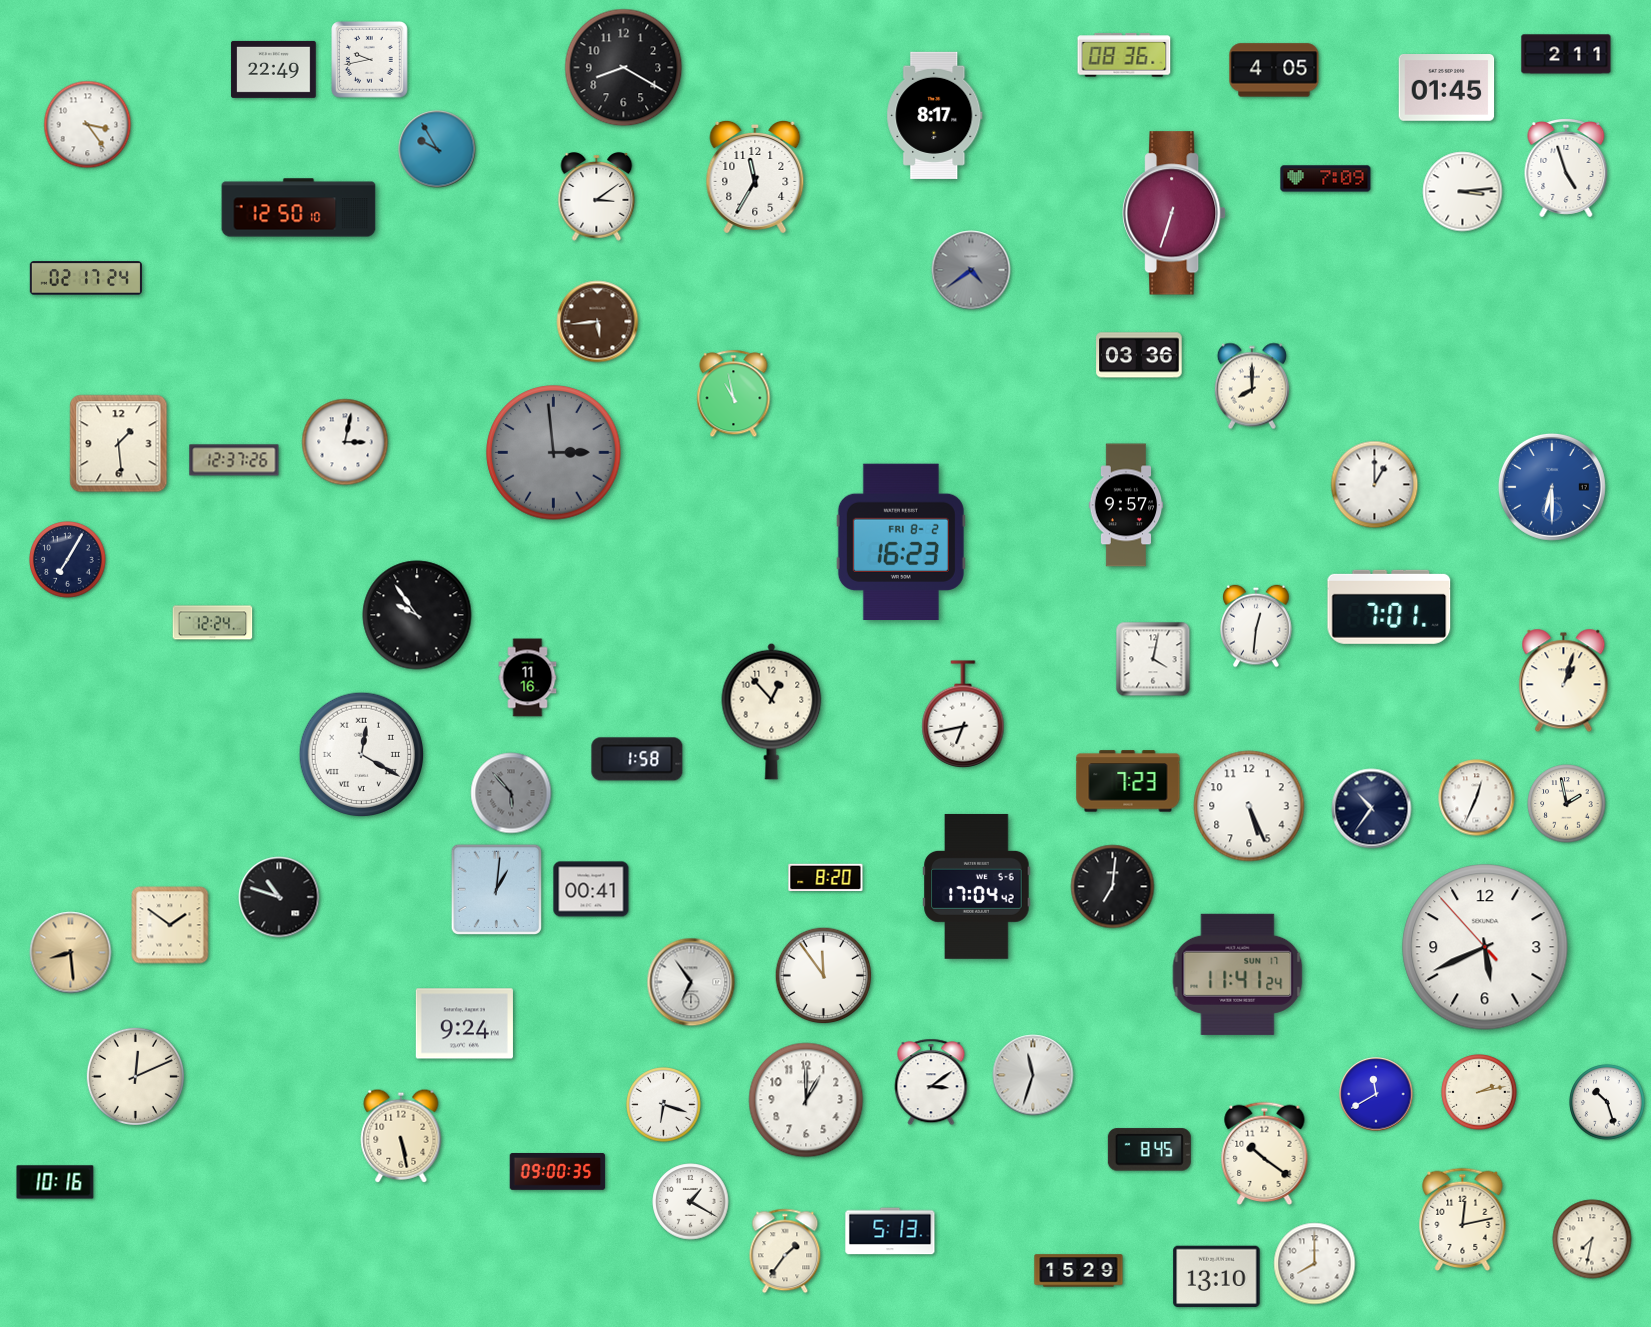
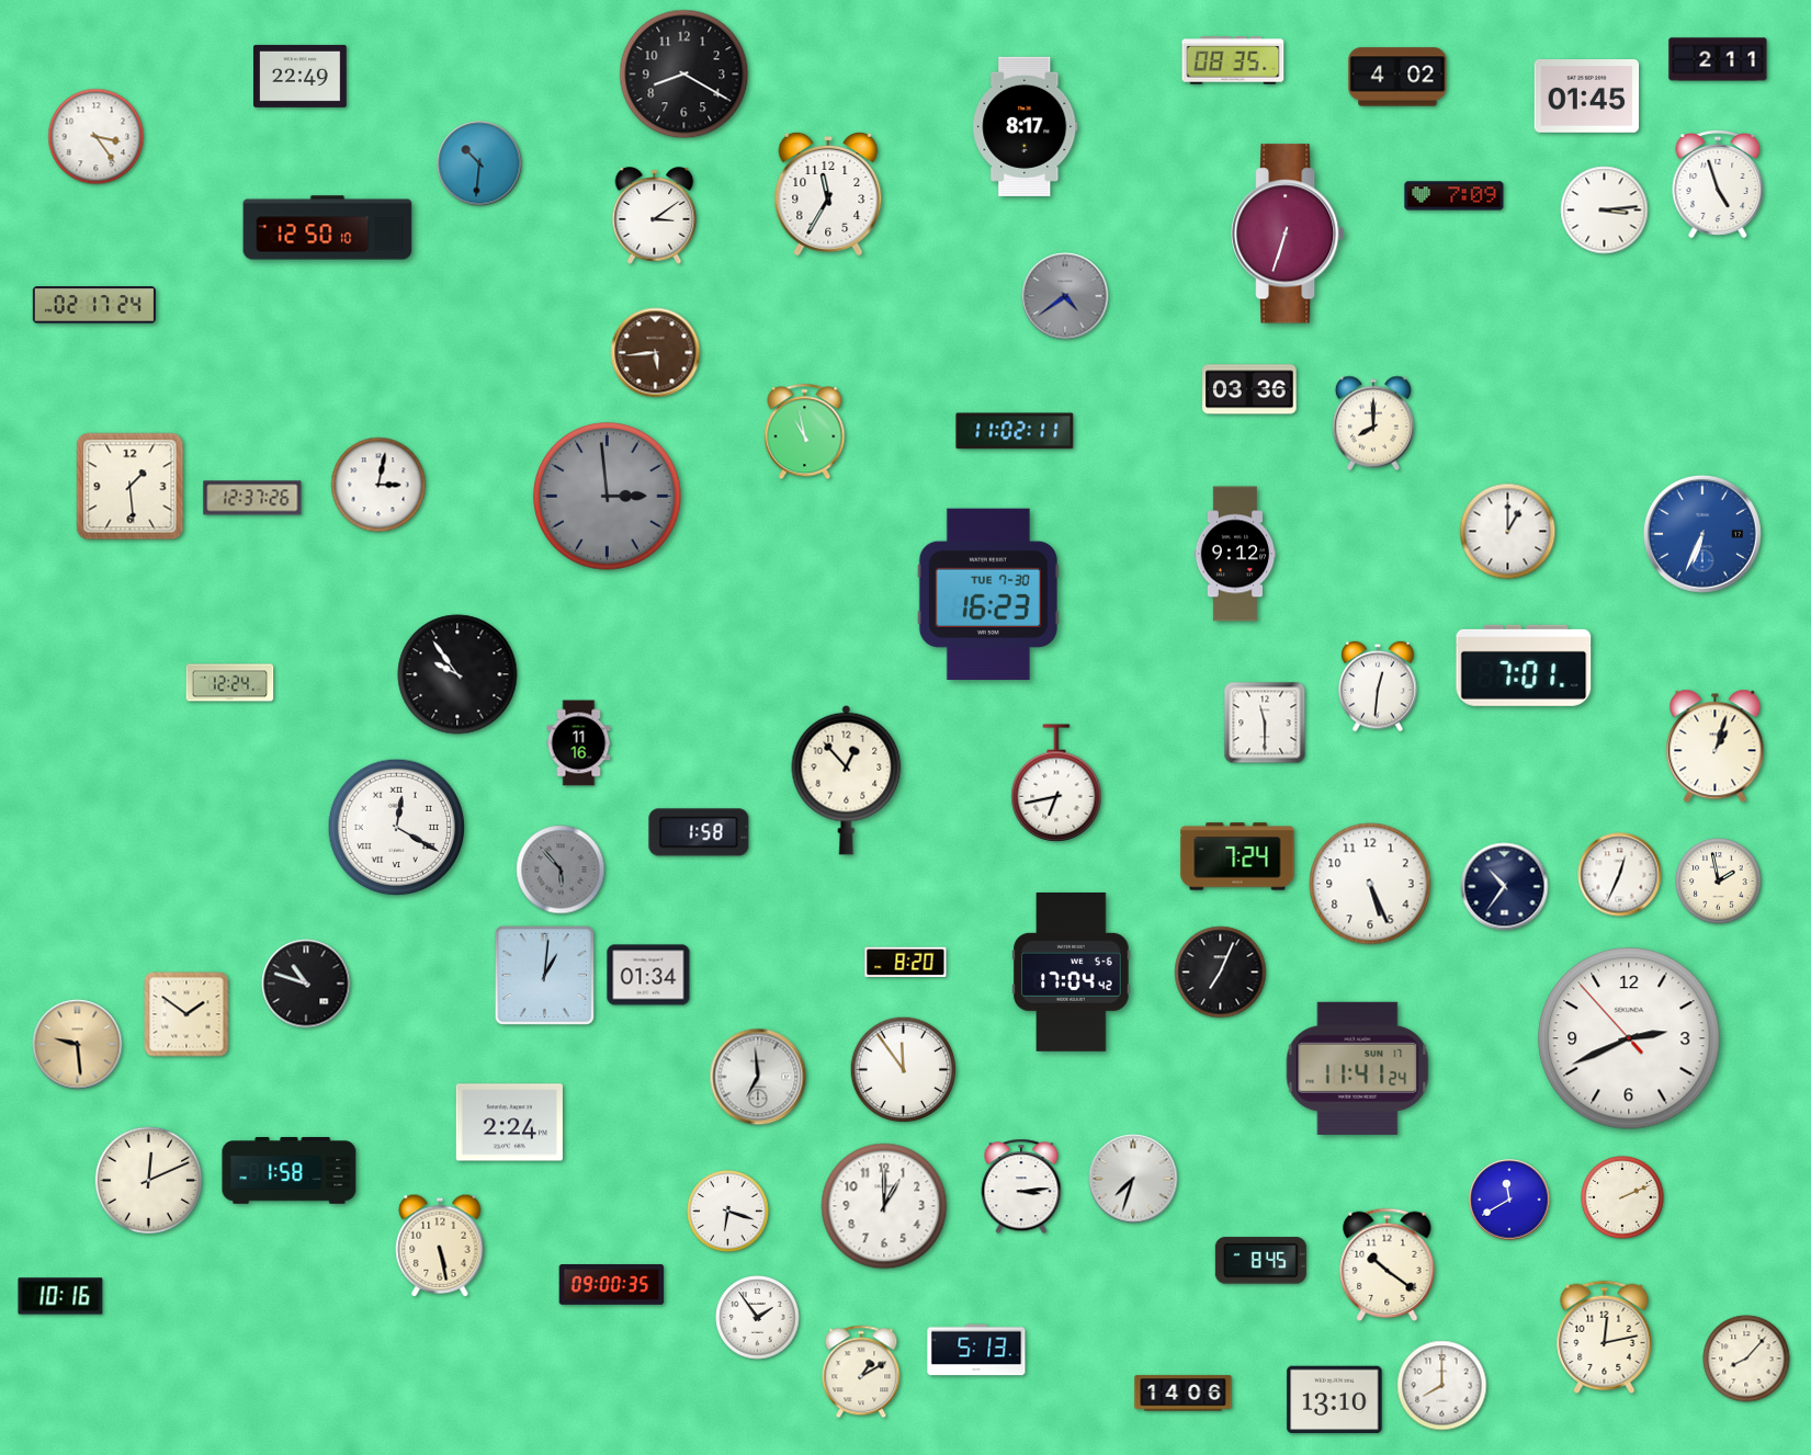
clock at (1124, 55): 08:36 -> 08:35
clock at (370, 60): 9:43 -> none
clock at (1274, 70): 4:05 -> 4:02
clock at (437, 149): 9:55 -> 10:31
clock at (1015, 431): none -> 11:02
clock at (234, 460) position: (234, 460) -> (252, 498)
clock at (1552, 487): 6:30 -> 6:34
clock at (1126, 505): 9:57 -> 9:12
clock at (901, 541) date: FRI 8-2 -> TUE 7-30
clock at (68, 560): 7:05 -> none
clock at (213, 623) position: (213, 623) -> (230, 683)
clock at (1153, 659): 4:02 -> 11:30
clock at (1128, 781): 7:23 -> 7:24
clock at (1113, 887): 7:01 -> 7:04
clock at (591, 889): 00:41 -> 01:34
clock at (1485, 947): 5:40 -> 2:40
clock at (71, 953): 8:29 -> 9:29
clock at (691, 982): 6:54 -> 6:59
clock at (464, 1024): 9:24 -> 2:24
clock at (290, 1171): none -> 1:58
clock at (1033, 1075): 11:33 -> 7:33
clock at (931, 1082): 3:09 -> 3:14
clock at (1479, 1092): 2:13 -> 2:11
clock at (1607, 1102): 10:27 -> none
clock at (691, 1202): 1:20 -> 1:54
clock at (1592, 1239): 7:32 -> 8:07
clock at (785, 1251): 1:36 -> 1:10
clock at (1079, 1271): 15:29 -> 14:06
